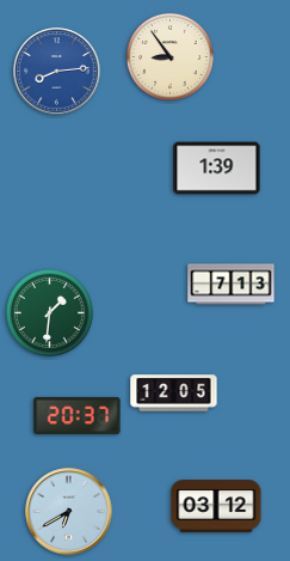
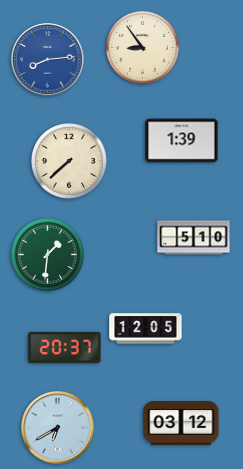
clock at (70, 162): none -> 7:38
clock at (232, 285): 7:13 -> 5:10
clock at (49, 312) position: (49, 312) -> (47, 254)
